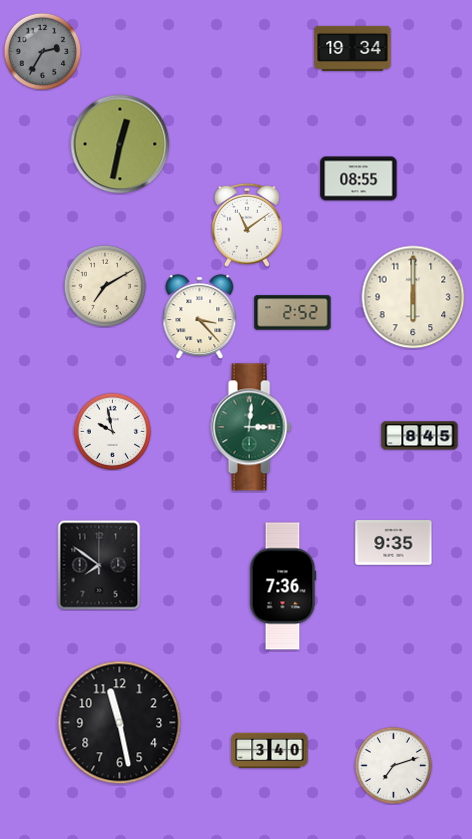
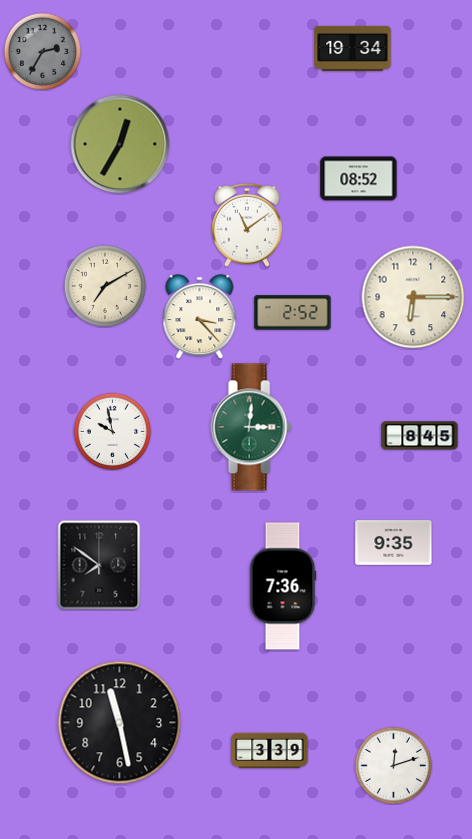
clock at (120, 144): 12:32 -> 12:35
clock at (359, 179): 08:55 -> 08:52
clock at (413, 297): 6:00 -> 6:15
clock at (270, 751): 3:40 -> 3:39
clock at (393, 765): 7:12 -> 12:12
